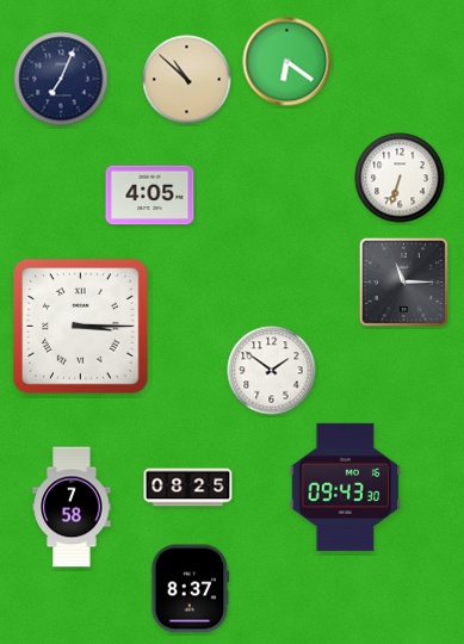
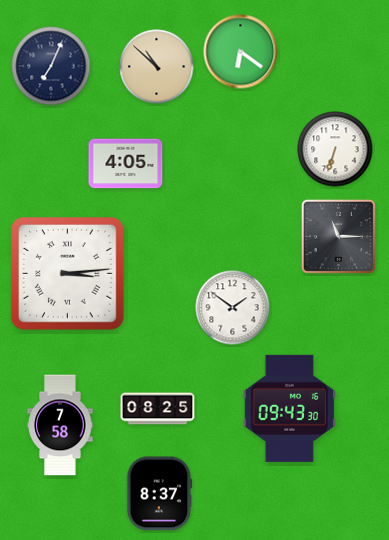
clock at (81, 327): 3:15 -> 3:14
clock at (272, 371) position: (272, 371) -> (233, 308)
